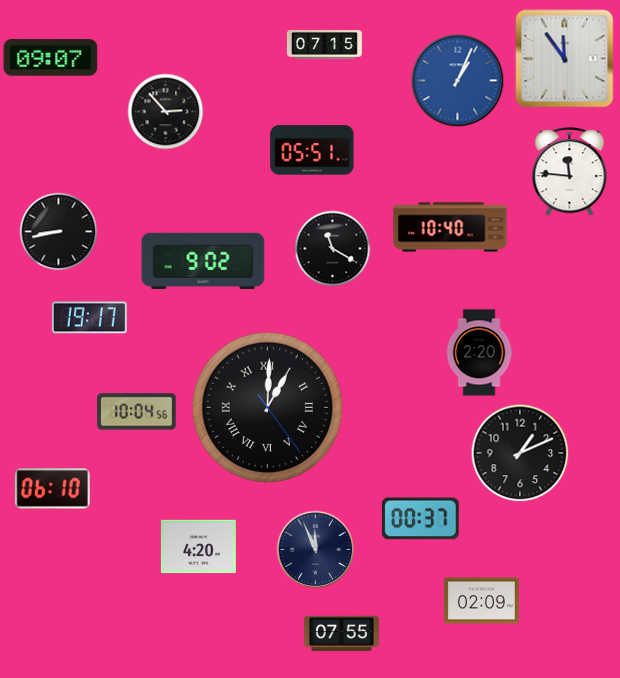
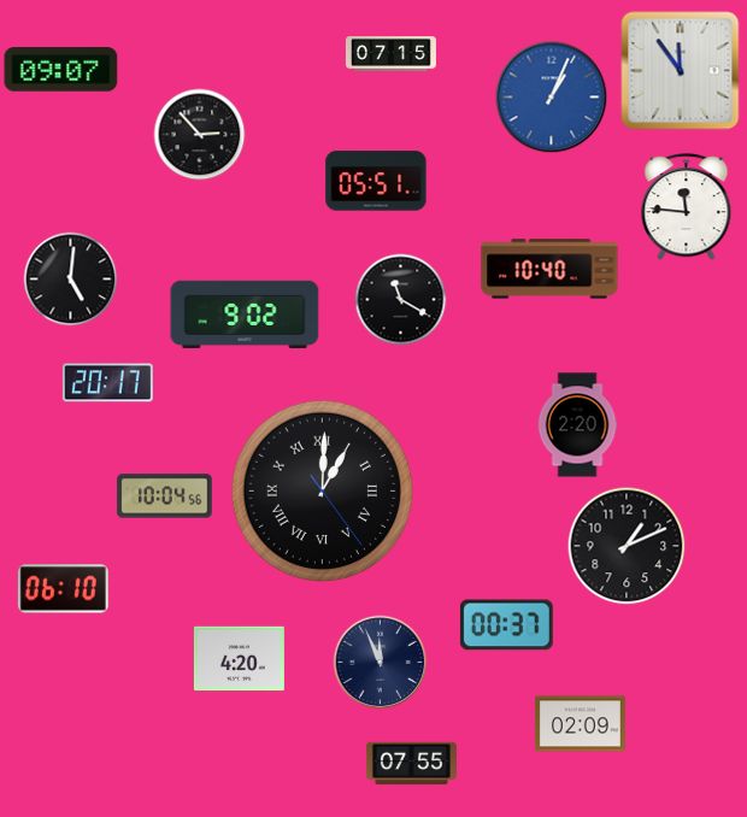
clock at (450, 227) position: (450, 227) -> (549, 269)
clock at (59, 232): 8:43 -> 5:01
clock at (89, 318): 19:17 -> 20:17
